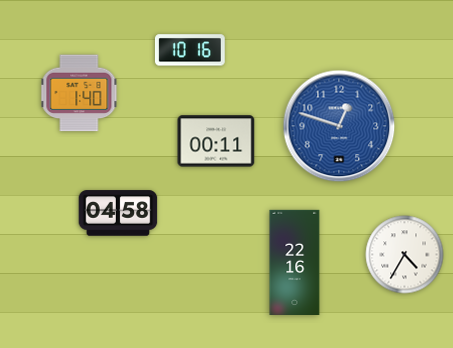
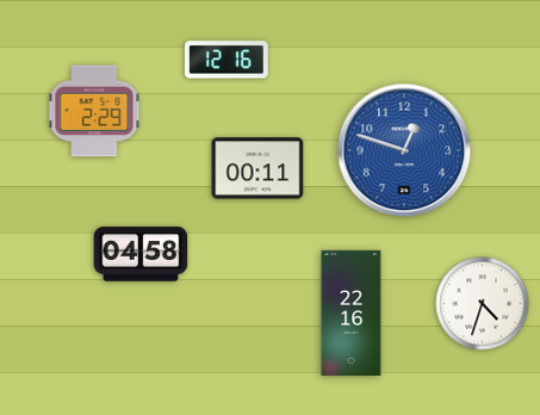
clock at (190, 50): 10:16 -> 12:16
clock at (79, 93): 1:40 -> 2:29
clock at (405, 255): 4:35 -> 4:33
